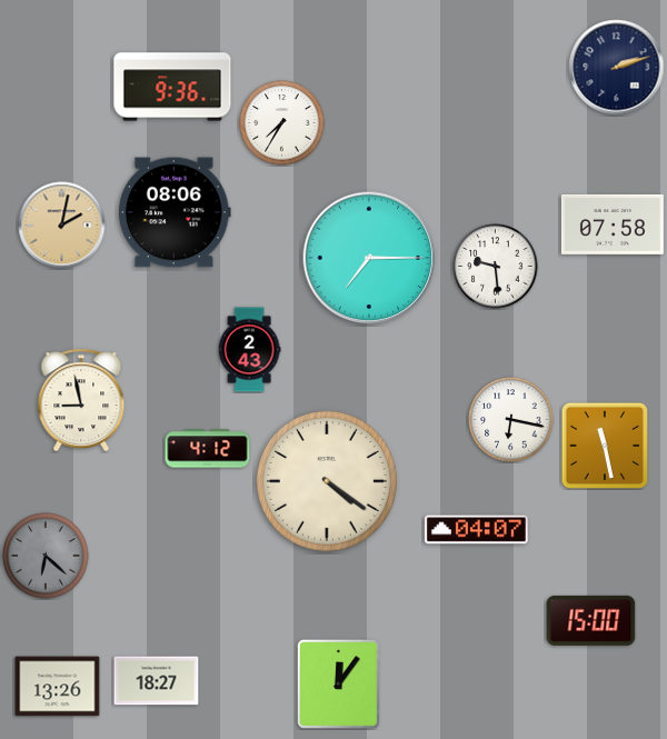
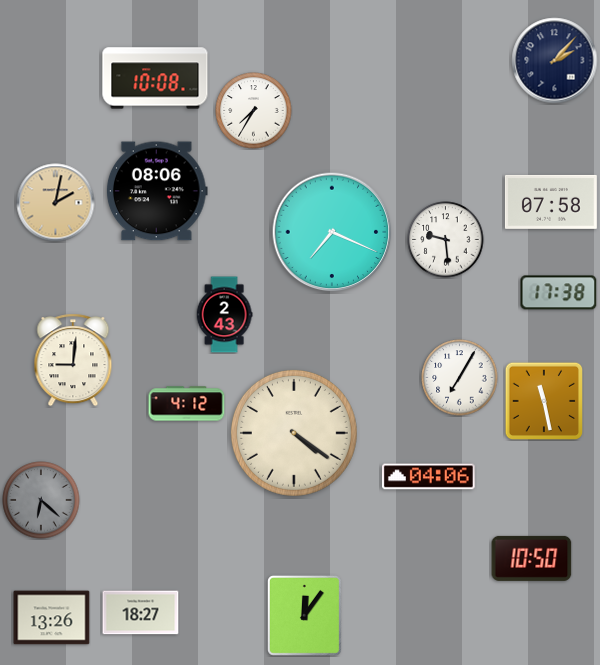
clock at (617, 68): 2:12 -> 2:07
clock at (172, 87): 9:36 -> 10:08
clock at (369, 258): 7:15 -> 7:19
clock at (559, 293): none -> 17:38
clock at (81, 400): 8:58 -> 9:01
clock at (511, 420): 6:17 -> 7:05
clock at (476, 530): 04:07 -> 04:06
clock at (591, 620): 15:00 -> 10:50
